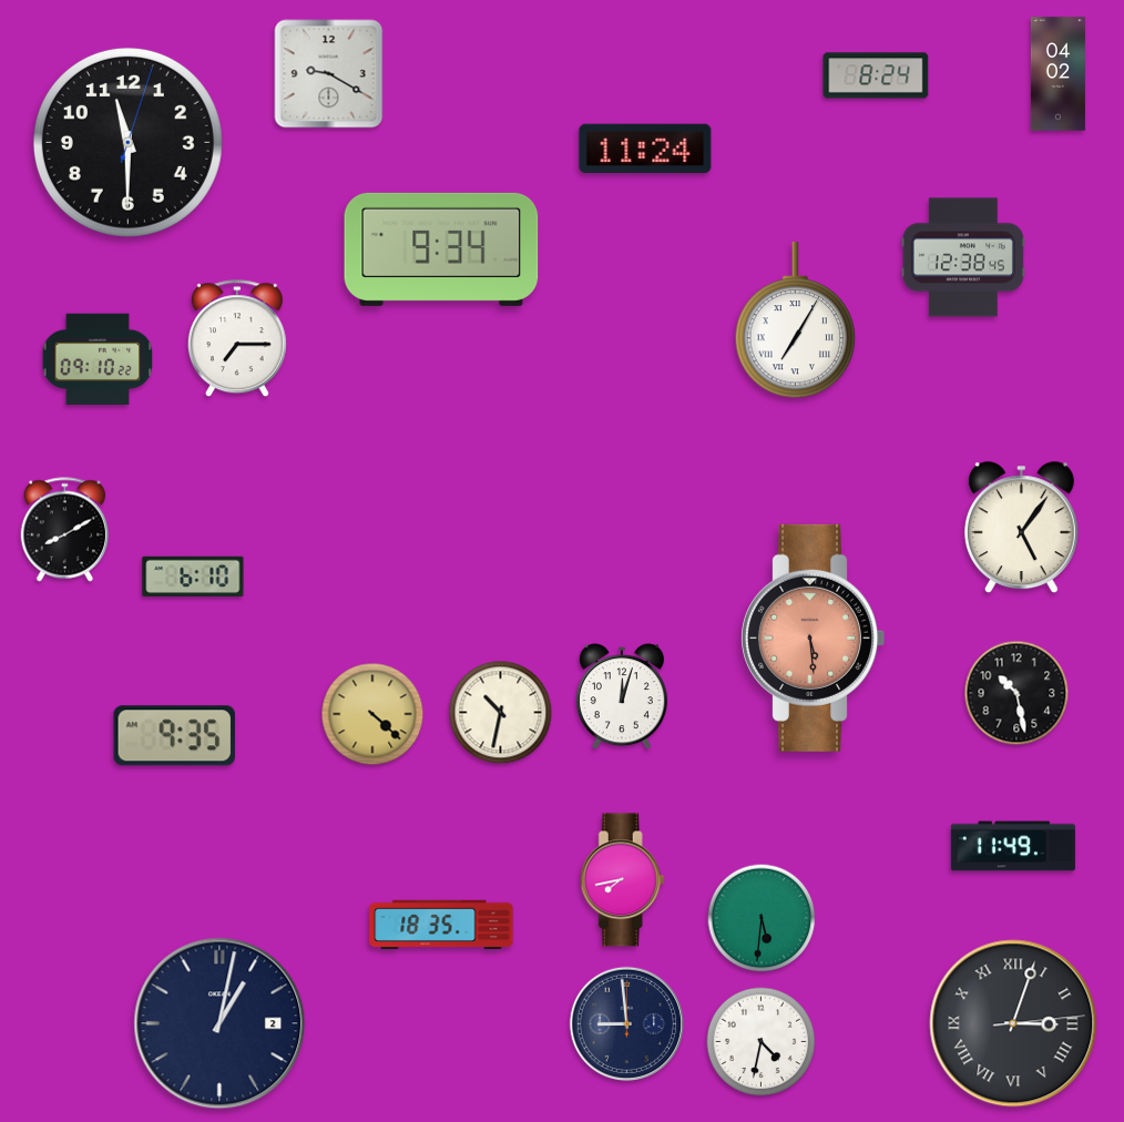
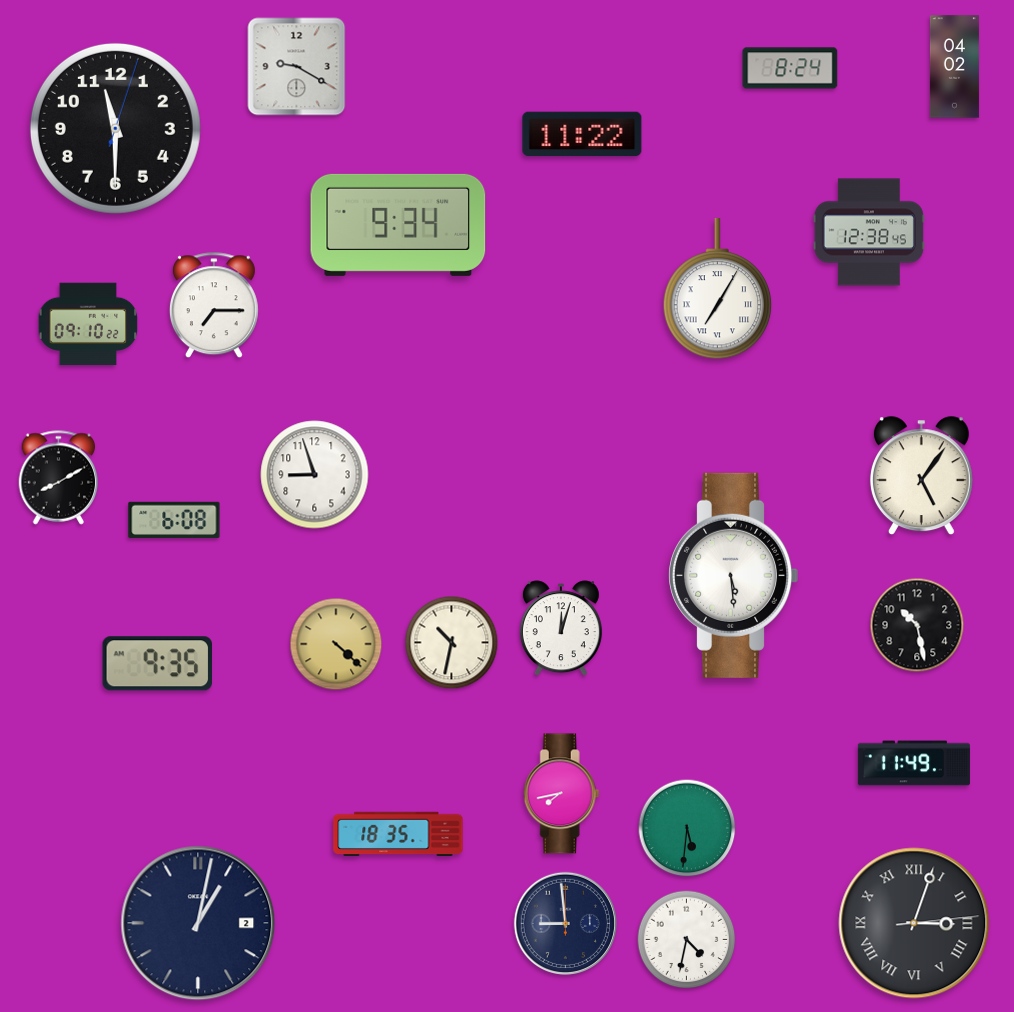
clock at (645, 149): 11:24 -> 11:22
clock at (315, 475): none -> 8:57
clock at (193, 575): 6:10 -> 6:08
clock at (813, 637) dial: salmon -> white
